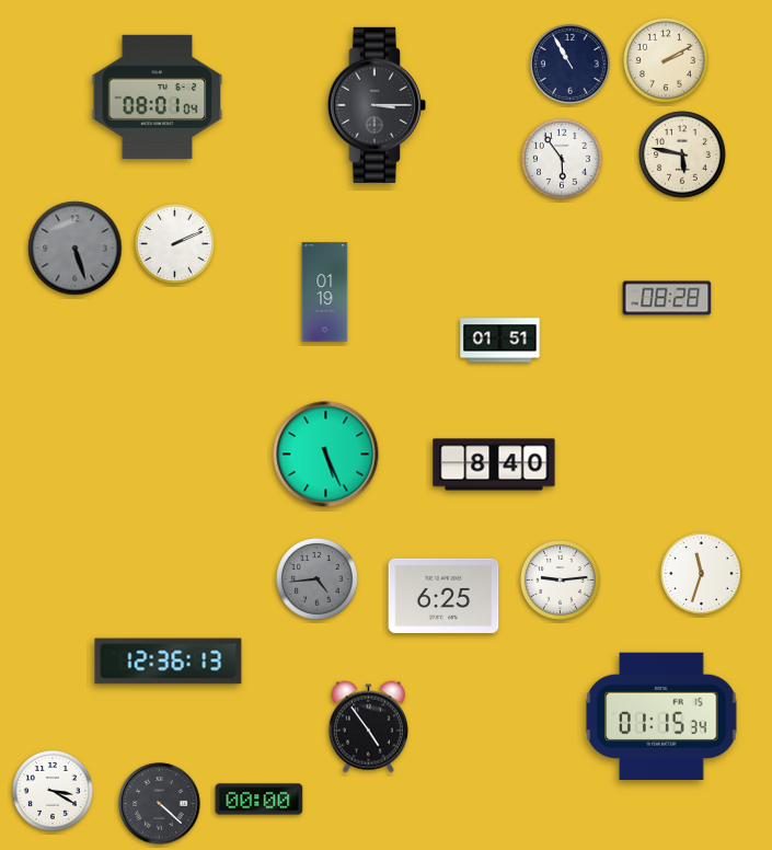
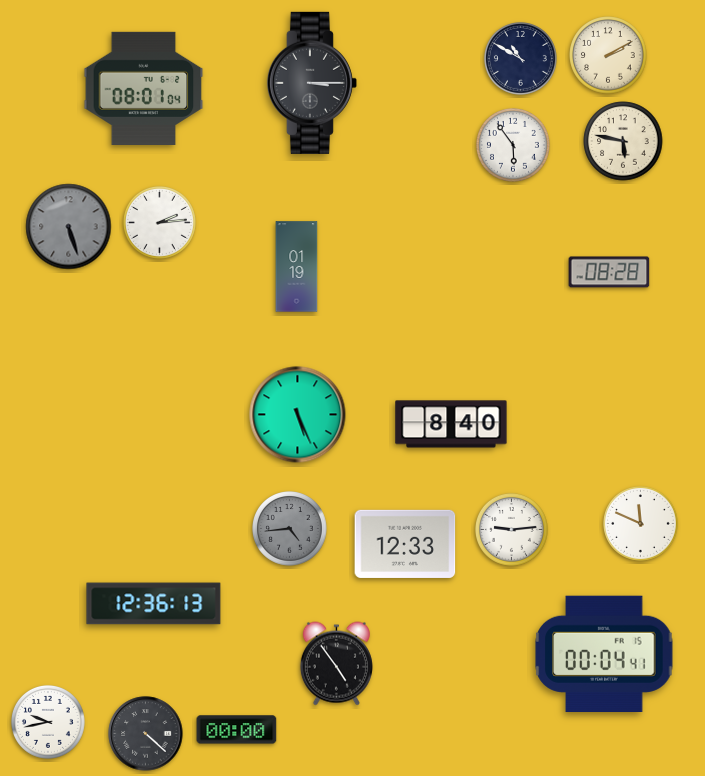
clock at (569, 64): 10:55 -> 10:50
clock at (377, 105) position: (377, 105) -> (312, 83)
clock at (174, 243): 2:11 -> 2:14
clock at (500, 341): 01:51 -> none
clock at (702, 574): 11:33 -> 11:49
clock at (443, 596): 6:25 -> 12:33
clock at (661, 715): 01:15 -> 00:04
clock at (53, 791): 3:20 -> 9:43
